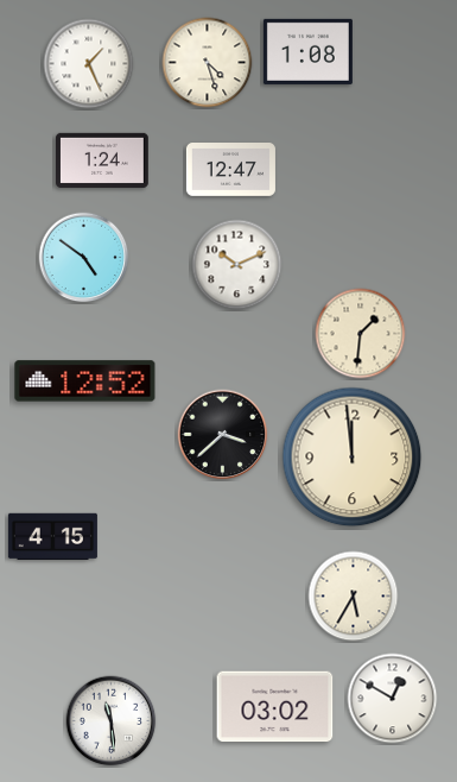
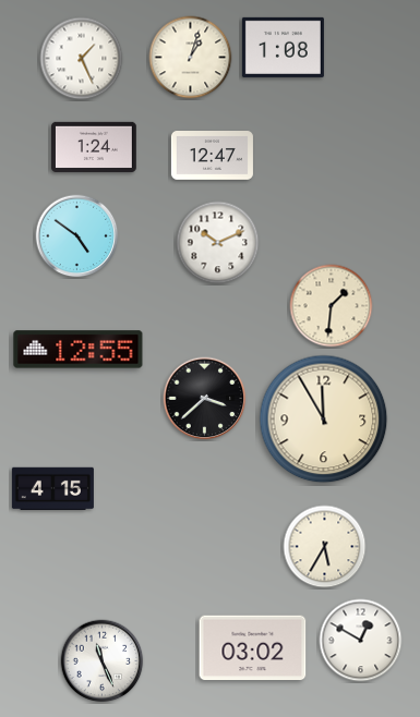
clock at (208, 63): 4:27 -> 1:03
clock at (85, 381): 12:52 -> 12:55
clock at (353, 458): 11:59 -> 11:55
clock at (52, 536) position: (52, 536) -> (52, 488)
clock at (112, 721): 11:29 -> 11:26
